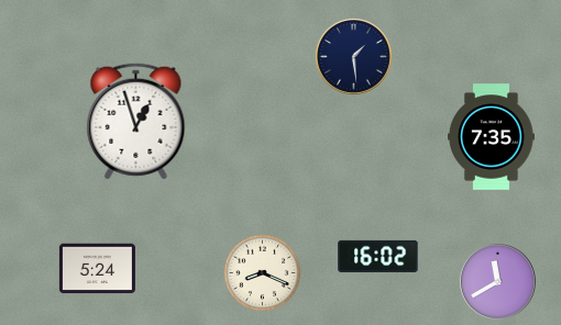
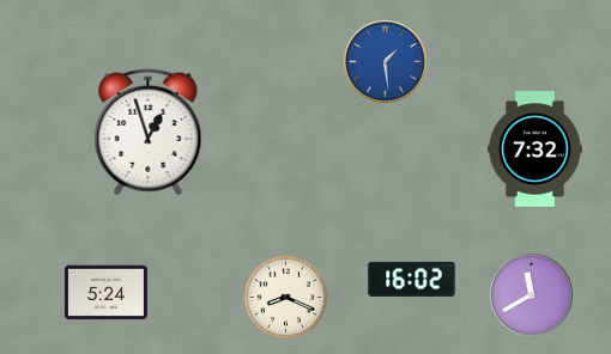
clock at (354, 57) dial: navy -> blue
clock at (491, 137): 7:35 -> 7:32
clock at (498, 282) position: (498, 282) -> (532, 295)
